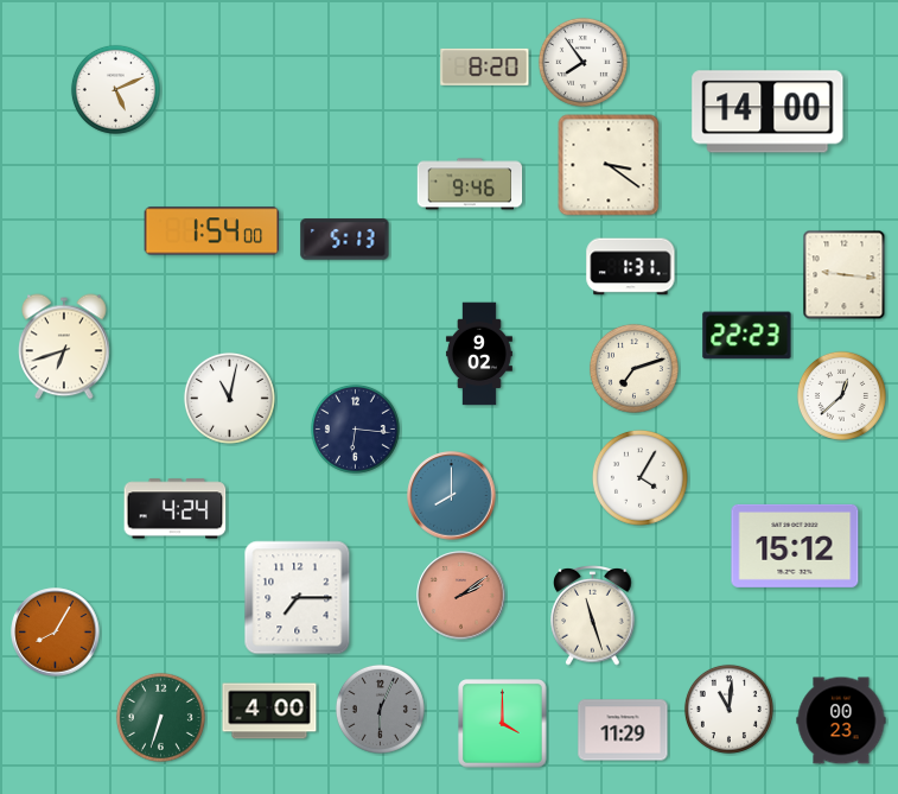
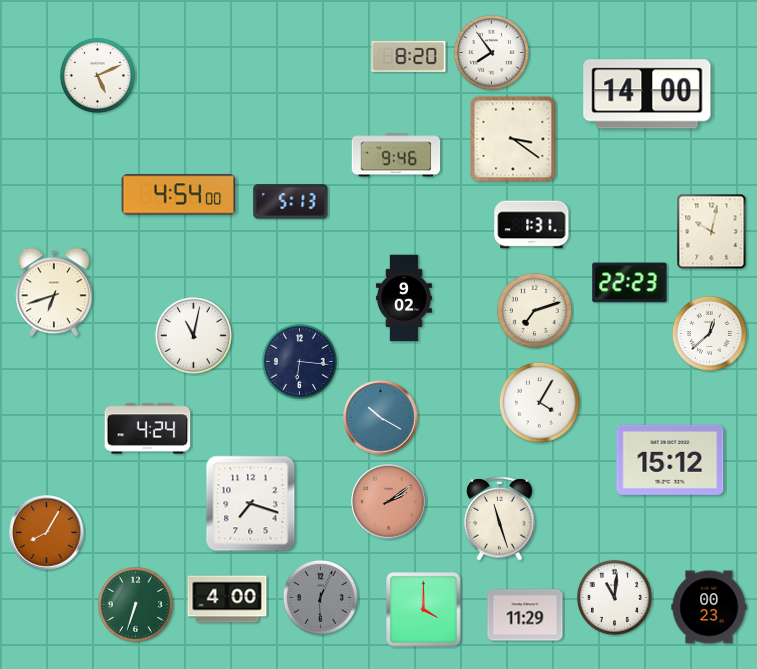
clock at (212, 231): 1:54 -> 4:54
clock at (845, 275): 9:16 -> 10:02
clock at (452, 496): 8:00 -> 10:20
clock at (298, 598): 7:15 -> 7:18
